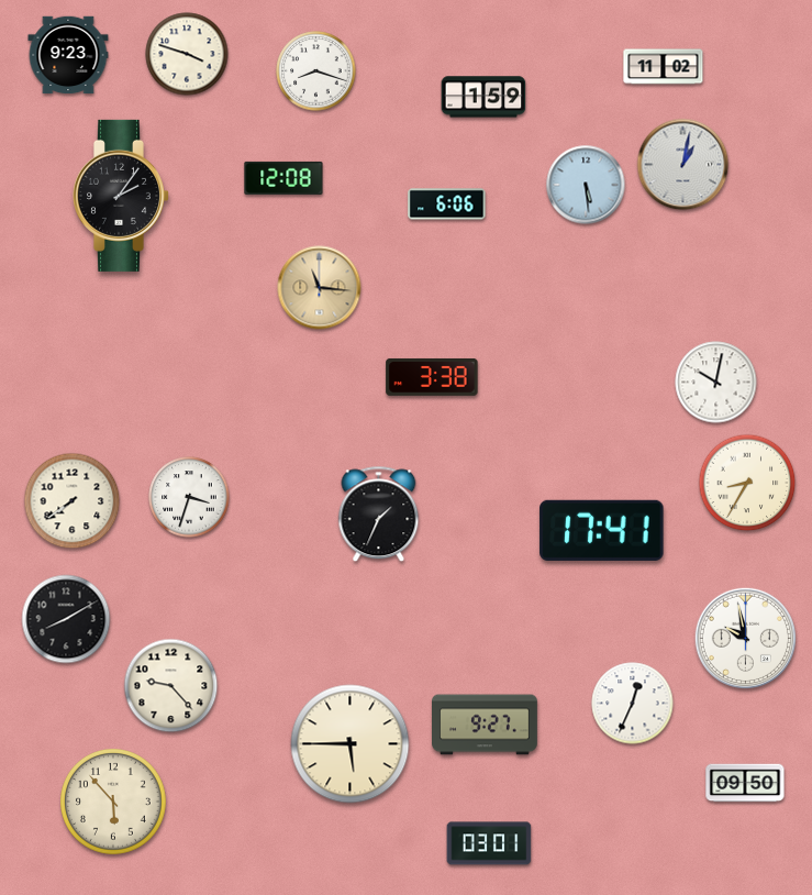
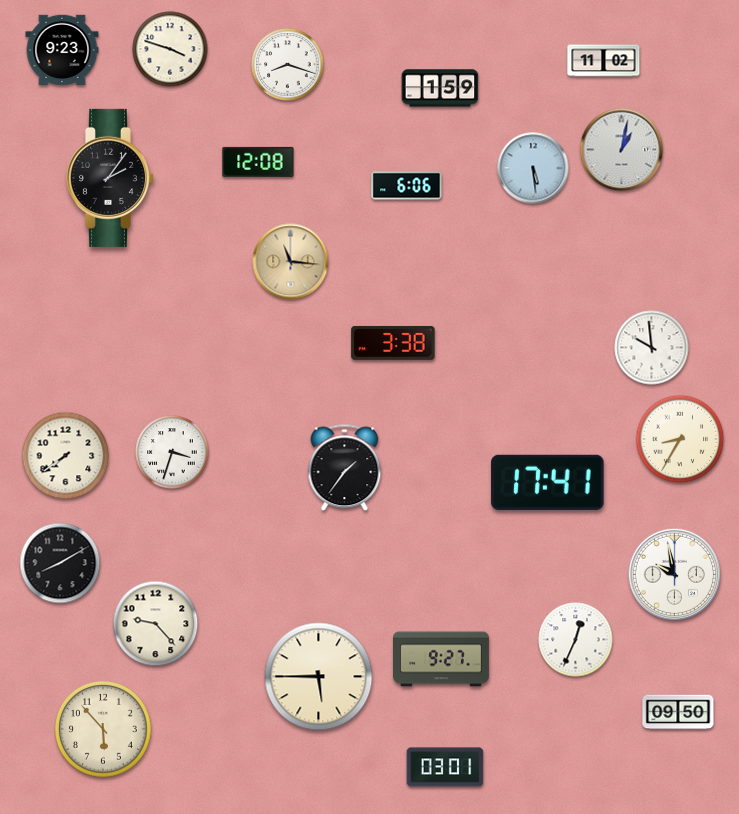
clock at (716, 383): 10:02 -> 9:59
clock at (379, 515): 1:34 -> 1:36
clock at (745, 638) position: (745, 638) -> (674, 574)
